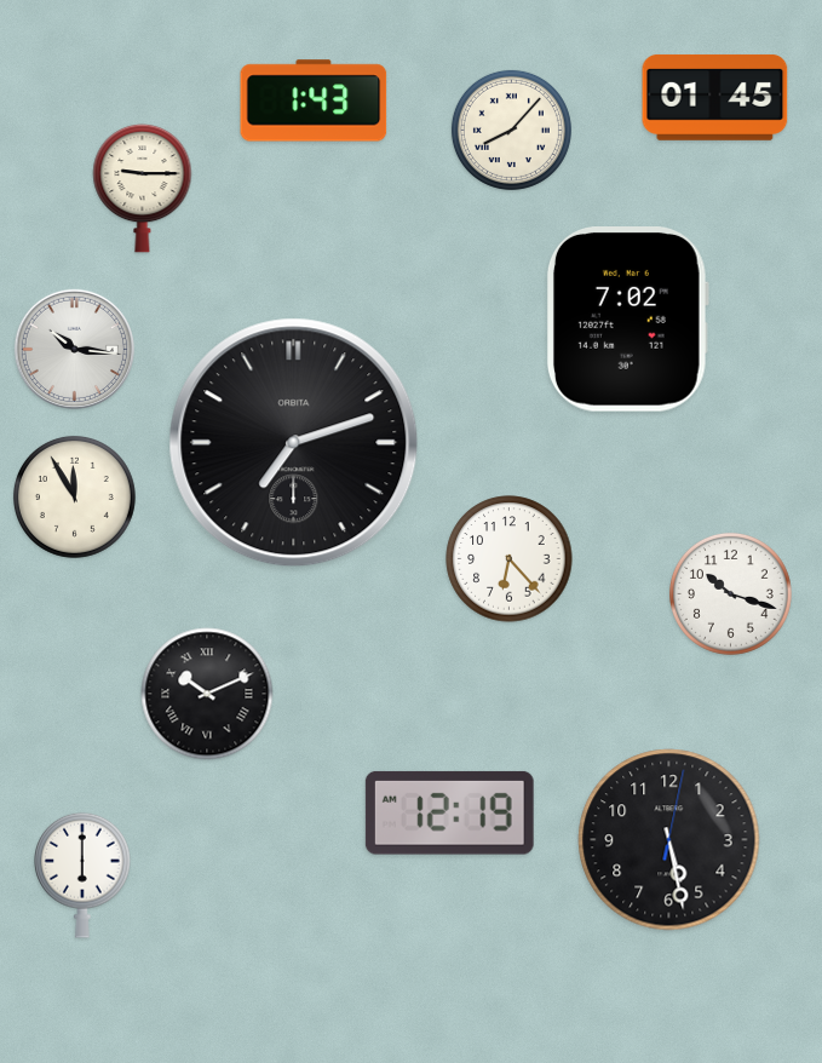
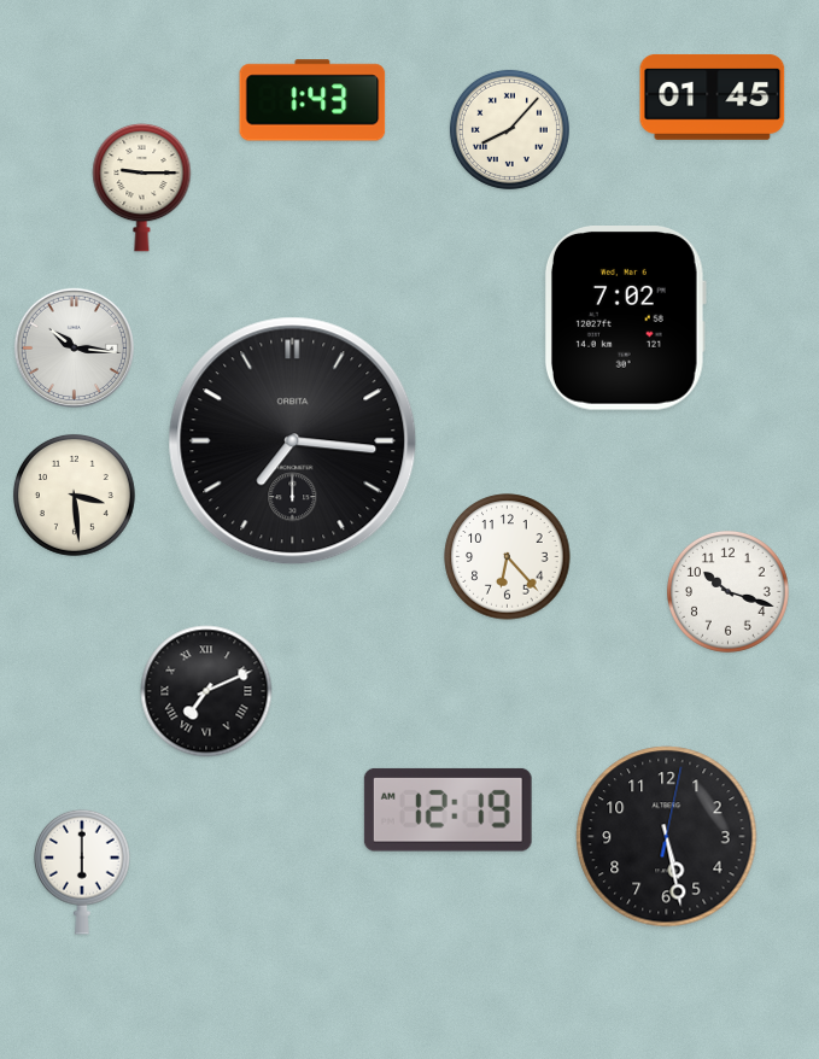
clock at (294, 443): 7:12 -> 7:16
clock at (74, 496): 11:55 -> 3:29
clock at (207, 694): 10:11 -> 7:11
